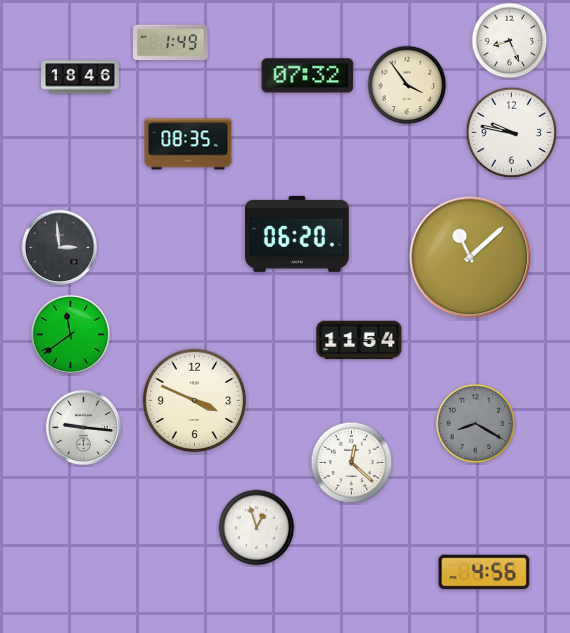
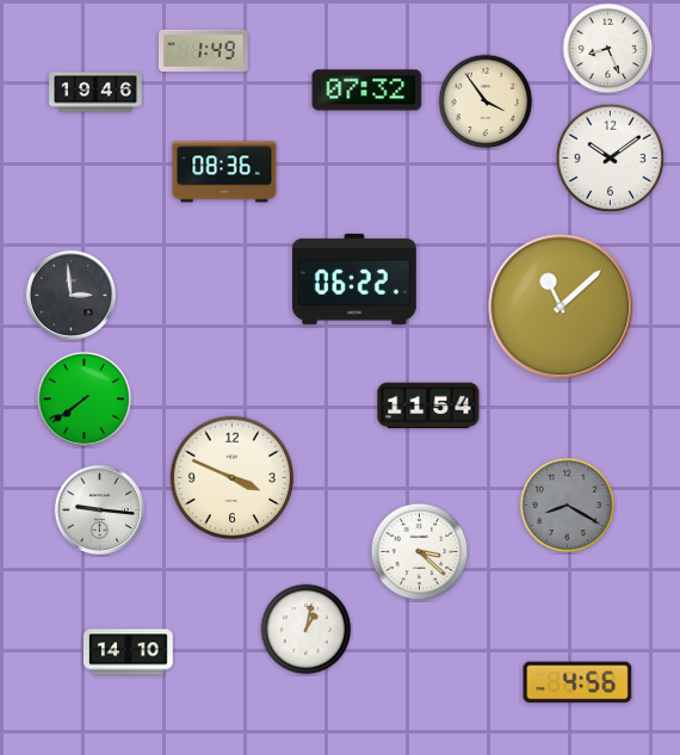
clock at (80, 77): 18:46 -> 19:46
clock at (512, 133): 9:47 -> 10:09
clock at (188, 144): 08:35 -> 08:36
clock at (297, 234): 06:20 -> 06:22
clock at (71, 335): 11:39 -> 7:39
clock at (352, 463): 12:22 -> 3:22
clock at (257, 528): 12:57 -> 1:02
clock at (129, 652): none -> 14:10
